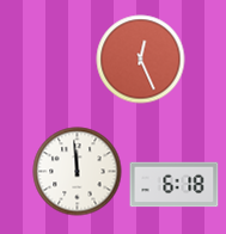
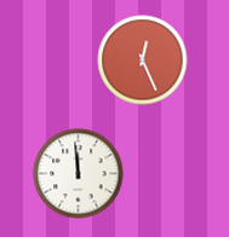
clock at (175, 185): 6:18 -> none
